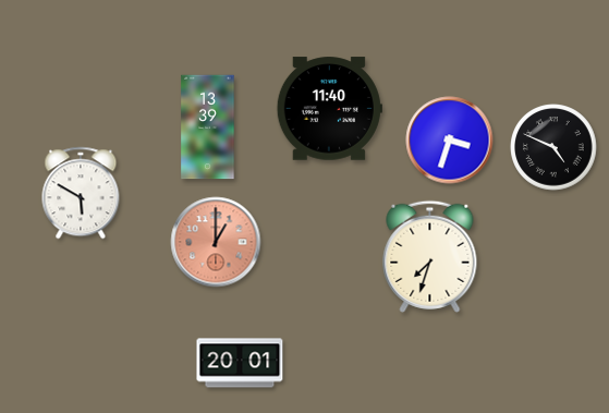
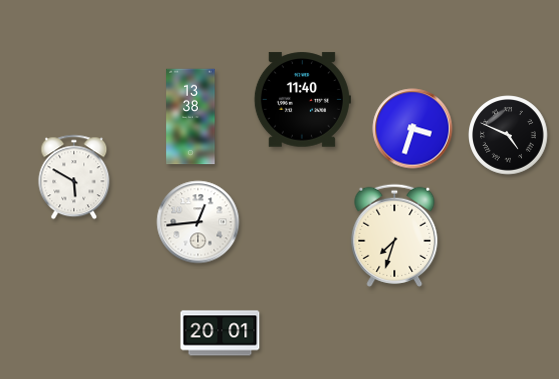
clock at (208, 127): 13:39 -> 13:38
clock at (216, 242): 1:00 -> 12:44
clock at (216, 242) dial: salmon -> white
